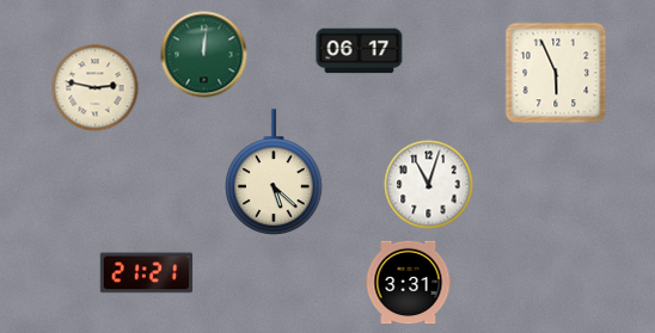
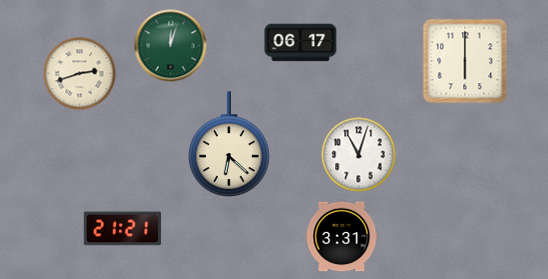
clock at (204, 55): 12:01 -> 12:03
clock at (556, 73): 5:56 -> 6:00
clock at (96, 88): 2:47 -> 2:42
clock at (274, 172): 5:22 -> 6:22
